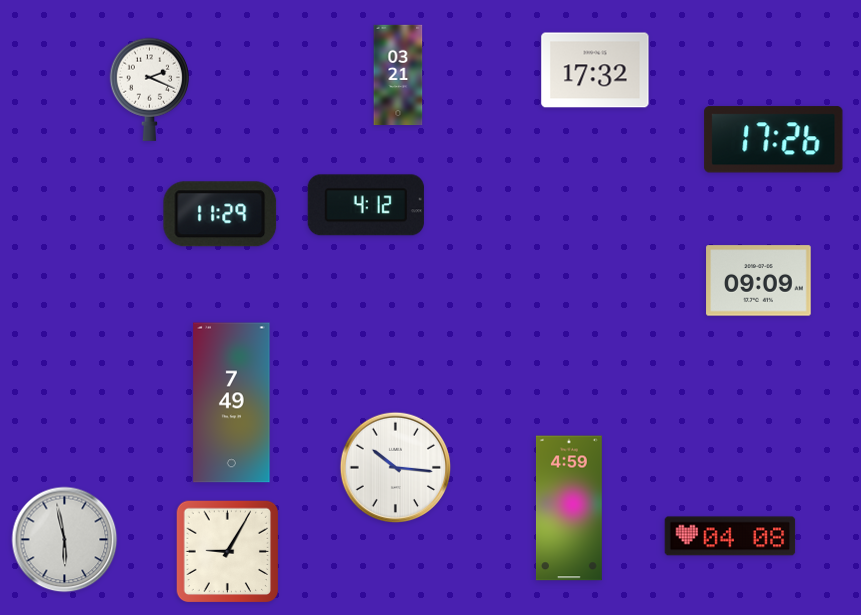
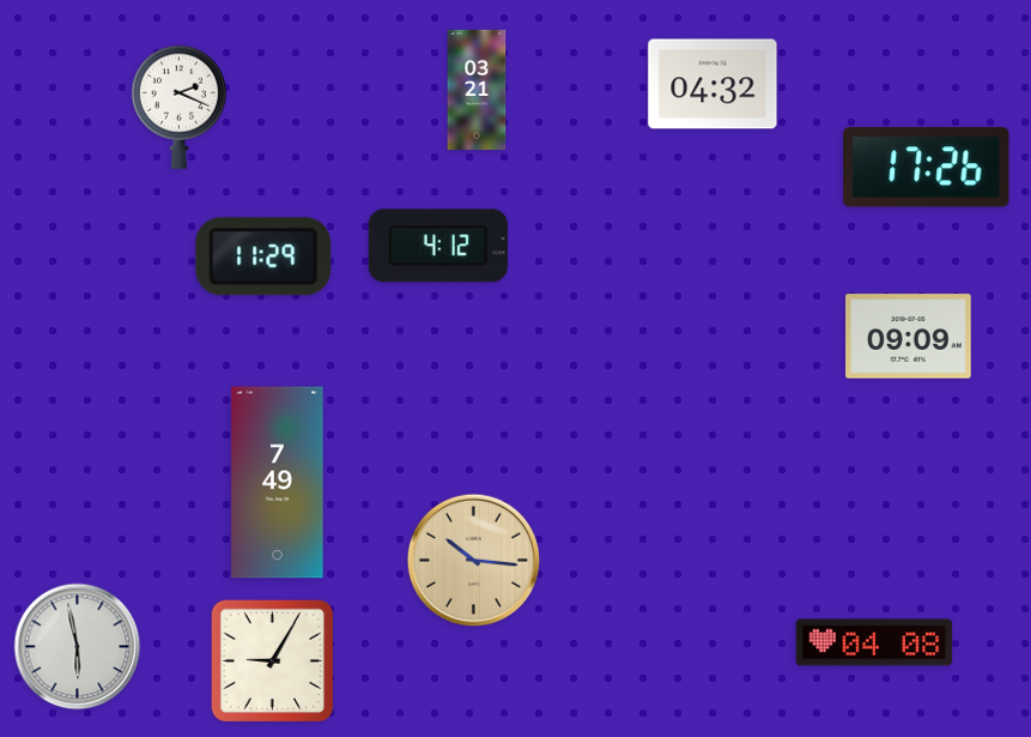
clock at (595, 70): 17:32 -> 04:32
clock at (396, 468) dial: white -> champagne
clock at (569, 508): 4:59 -> none
